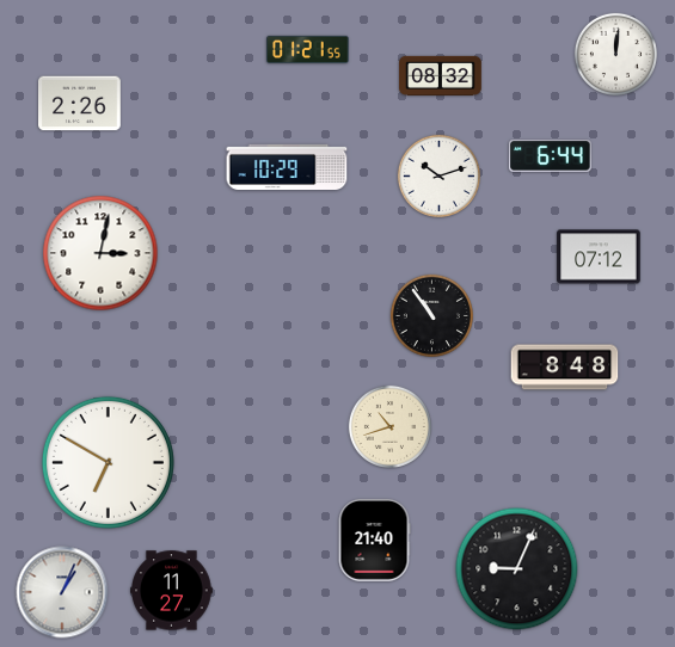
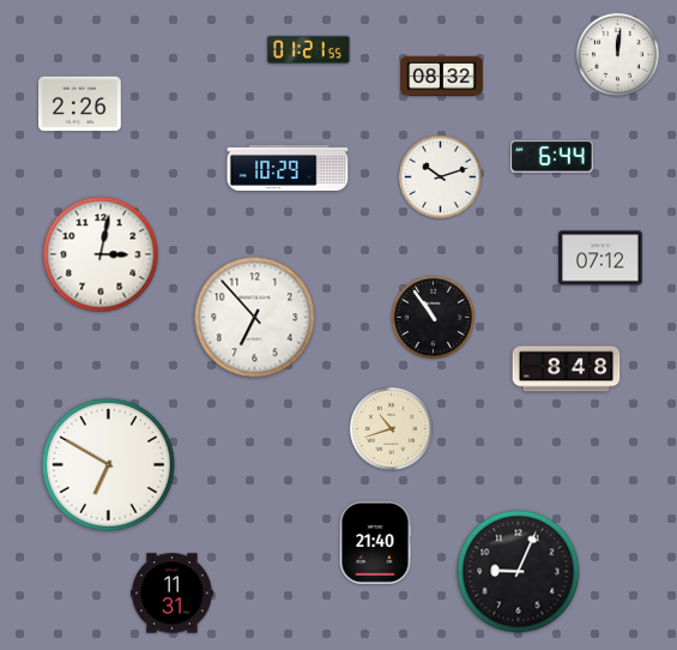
clock at (255, 318): none -> 6:53
clock at (172, 591): 11:27 -> 11:31
clock at (62, 592): 1:04 -> none
